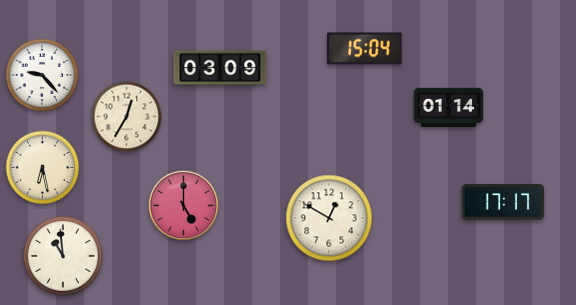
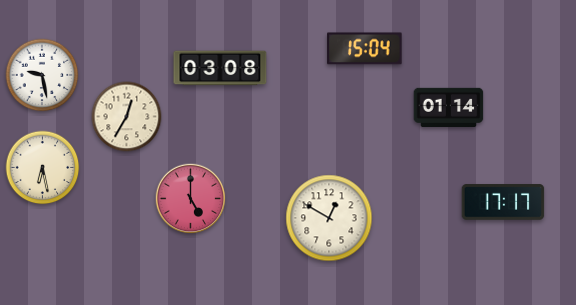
clock at (220, 68): 03:09 -> 03:08
clock at (42, 75): 9:23 -> 9:28
clock at (184, 206) position: (184, 206) -> (191, 199)
clock at (64, 257): 10:59 -> none
